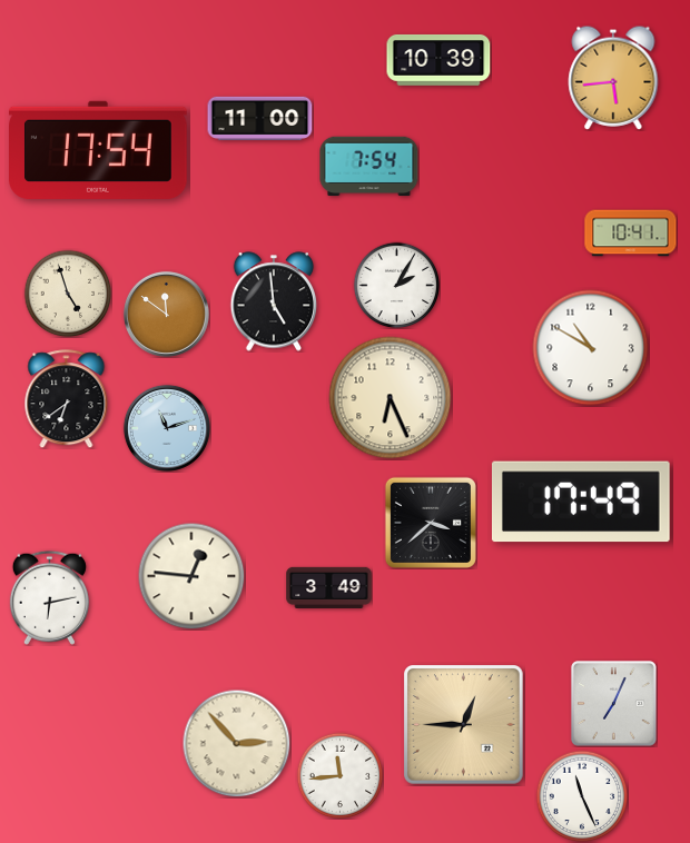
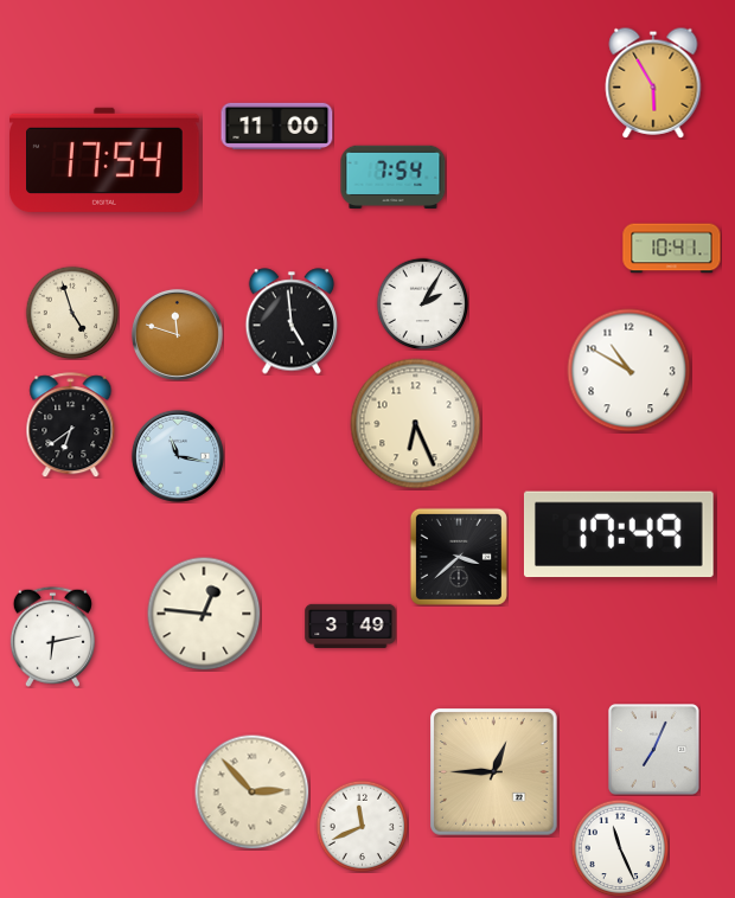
clock at (438, 60): 10:39 -> none
clock at (613, 78): 5:44 -> 5:55
clock at (166, 314): 11:51 -> 11:48
clock at (167, 428): 11:12 -> 11:17
clock at (339, 775): 11:44 -> 11:41
